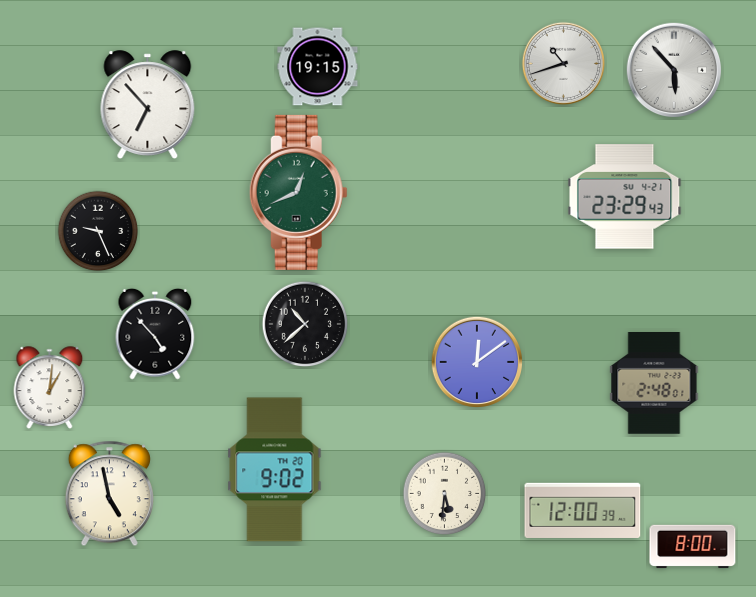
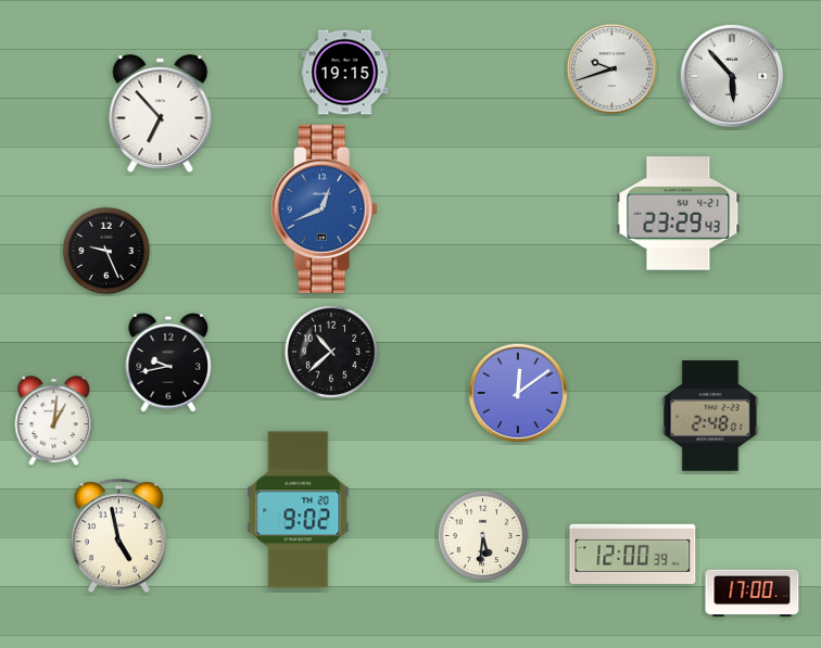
clock at (563, 63): 10:42 -> 9:42
clock at (298, 192) dial: green -> blue
clock at (155, 334): 4:53 -> 9:43
clock at (693, 547): 8:00 -> 17:00
